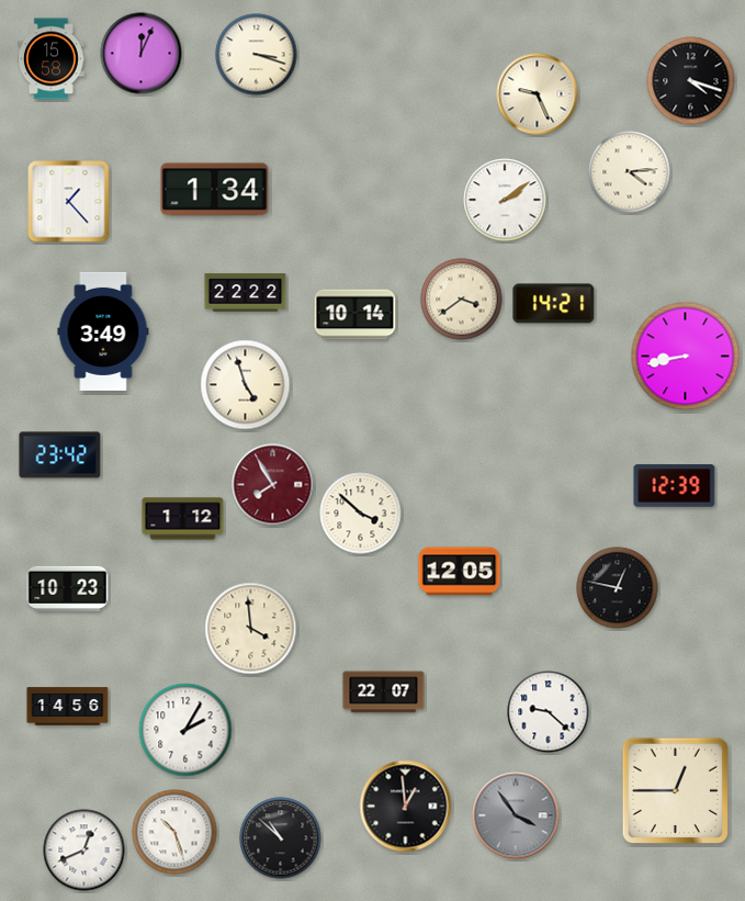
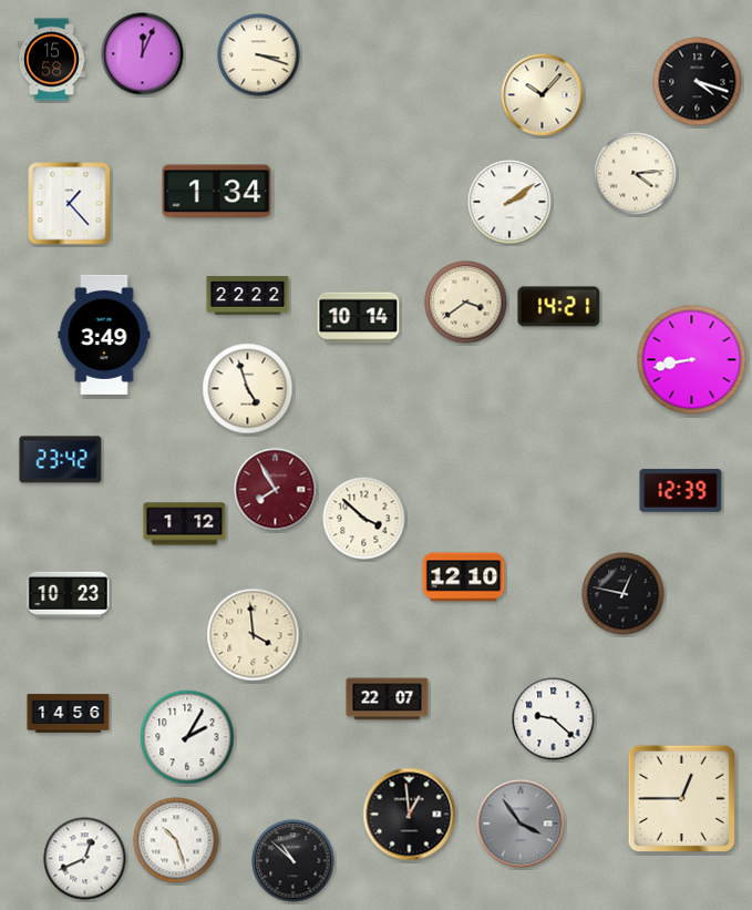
clock at (538, 94): 9:26 -> 10:07
clock at (460, 572): 12:05 -> 12:10
clock at (281, 838) position: (281, 838) -> (293, 861)
